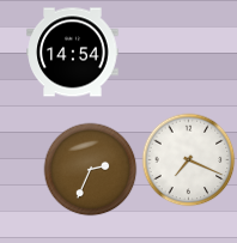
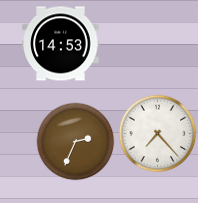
clock at (73, 53): 14:54 -> 14:53
clock at (188, 159): 7:19 -> 7:23
